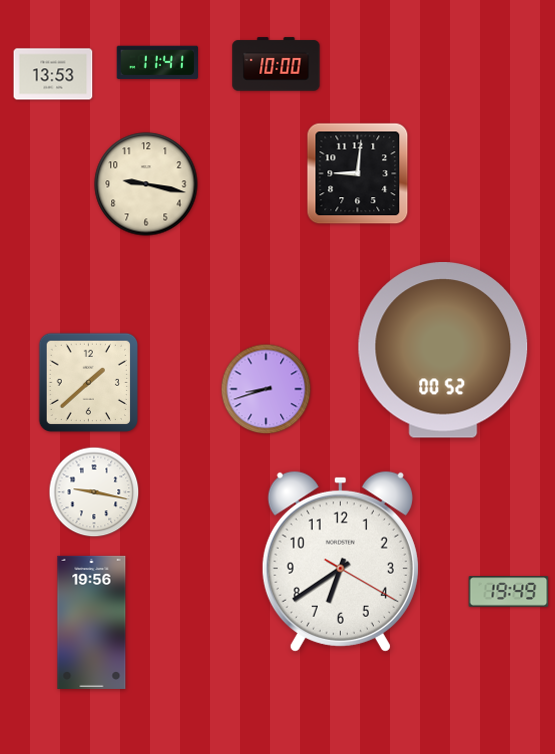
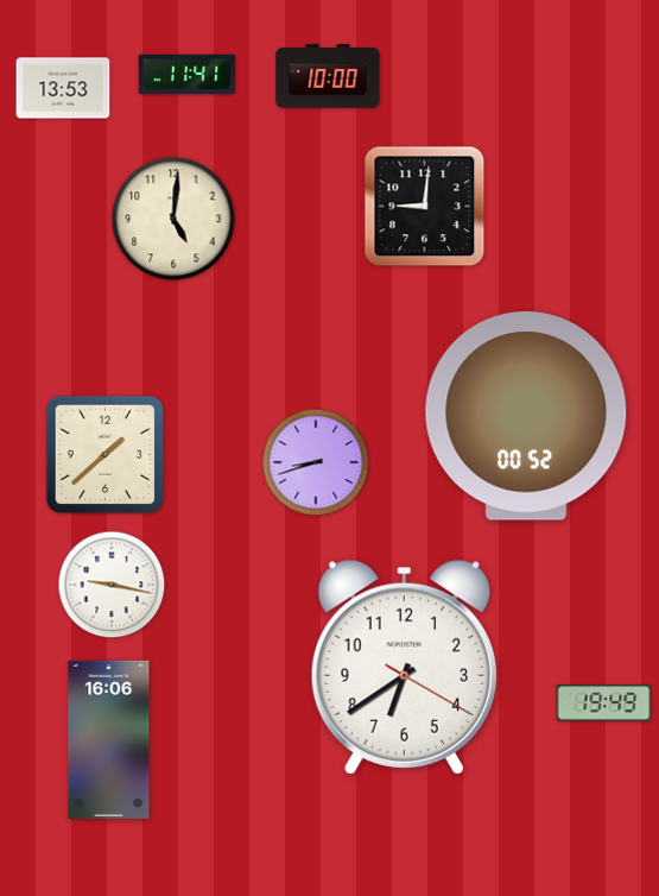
clock at (146, 184): 9:17 -> 5:01
clock at (92, 622): 19:56 -> 16:06
